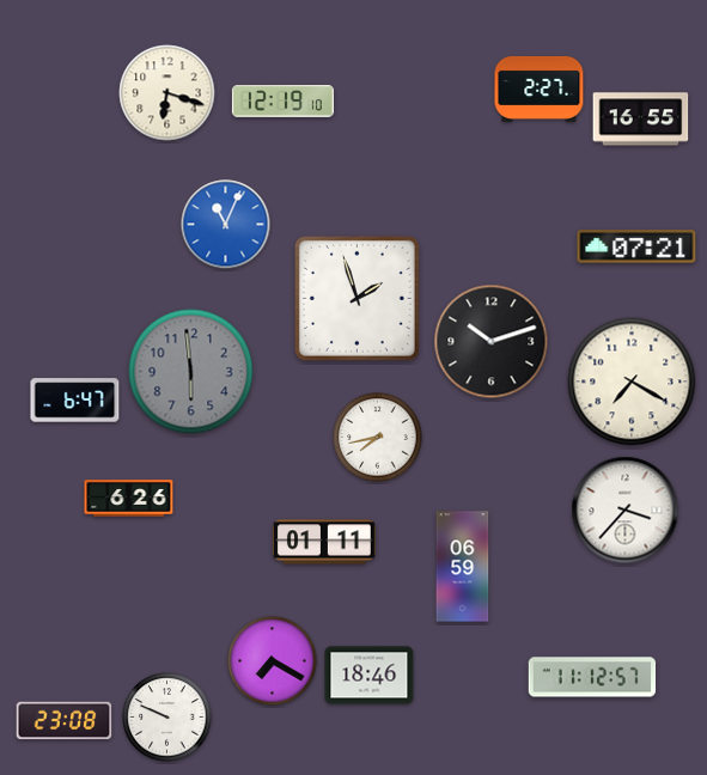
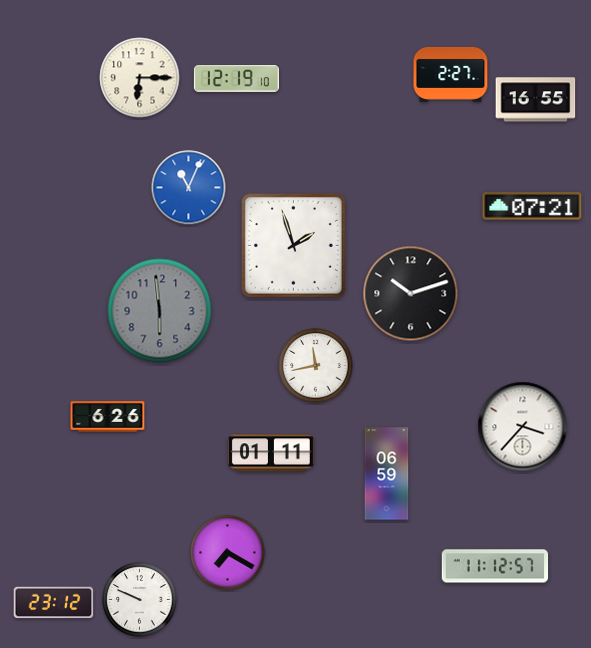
clock at (167, 93): 6:18 -> 6:15
clock at (282, 102) position: (282, 102) -> (236, 79)
clock at (356, 298) position: (356, 298) -> (293, 245)
clock at (492, 342) position: (492, 342) -> (411, 294)
clock at (632, 382): 7:20 -> none
clock at (75, 401): 6:47 -> none
clock at (378, 438): 7:43 -> 11:43
clock at (370, 676): 18:46 -> none
clock at (65, 721): 23:08 -> 23:12
